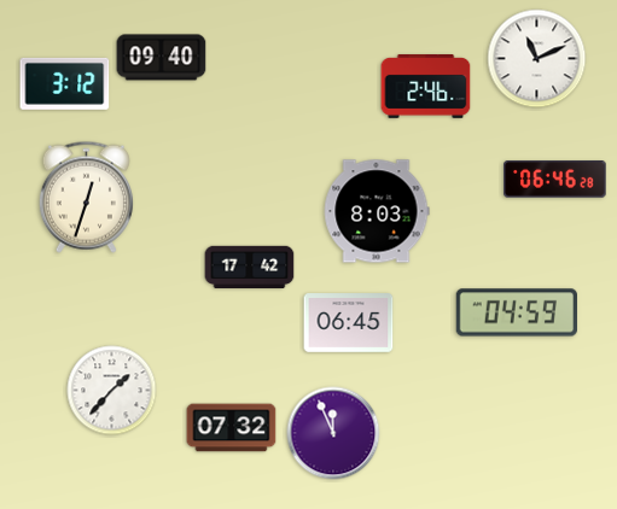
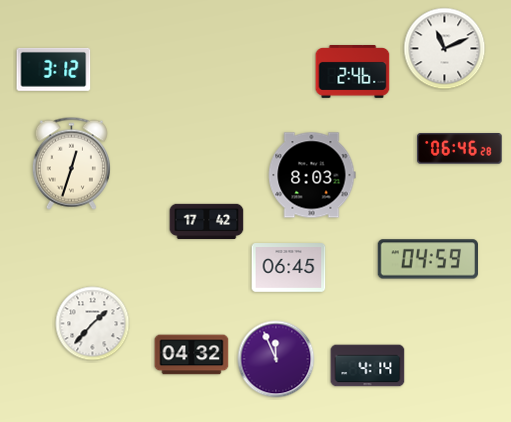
clock at (162, 58): 09:40 -> none
clock at (232, 428): 07:32 -> 04:32
clock at (368, 366): none -> 4:14
